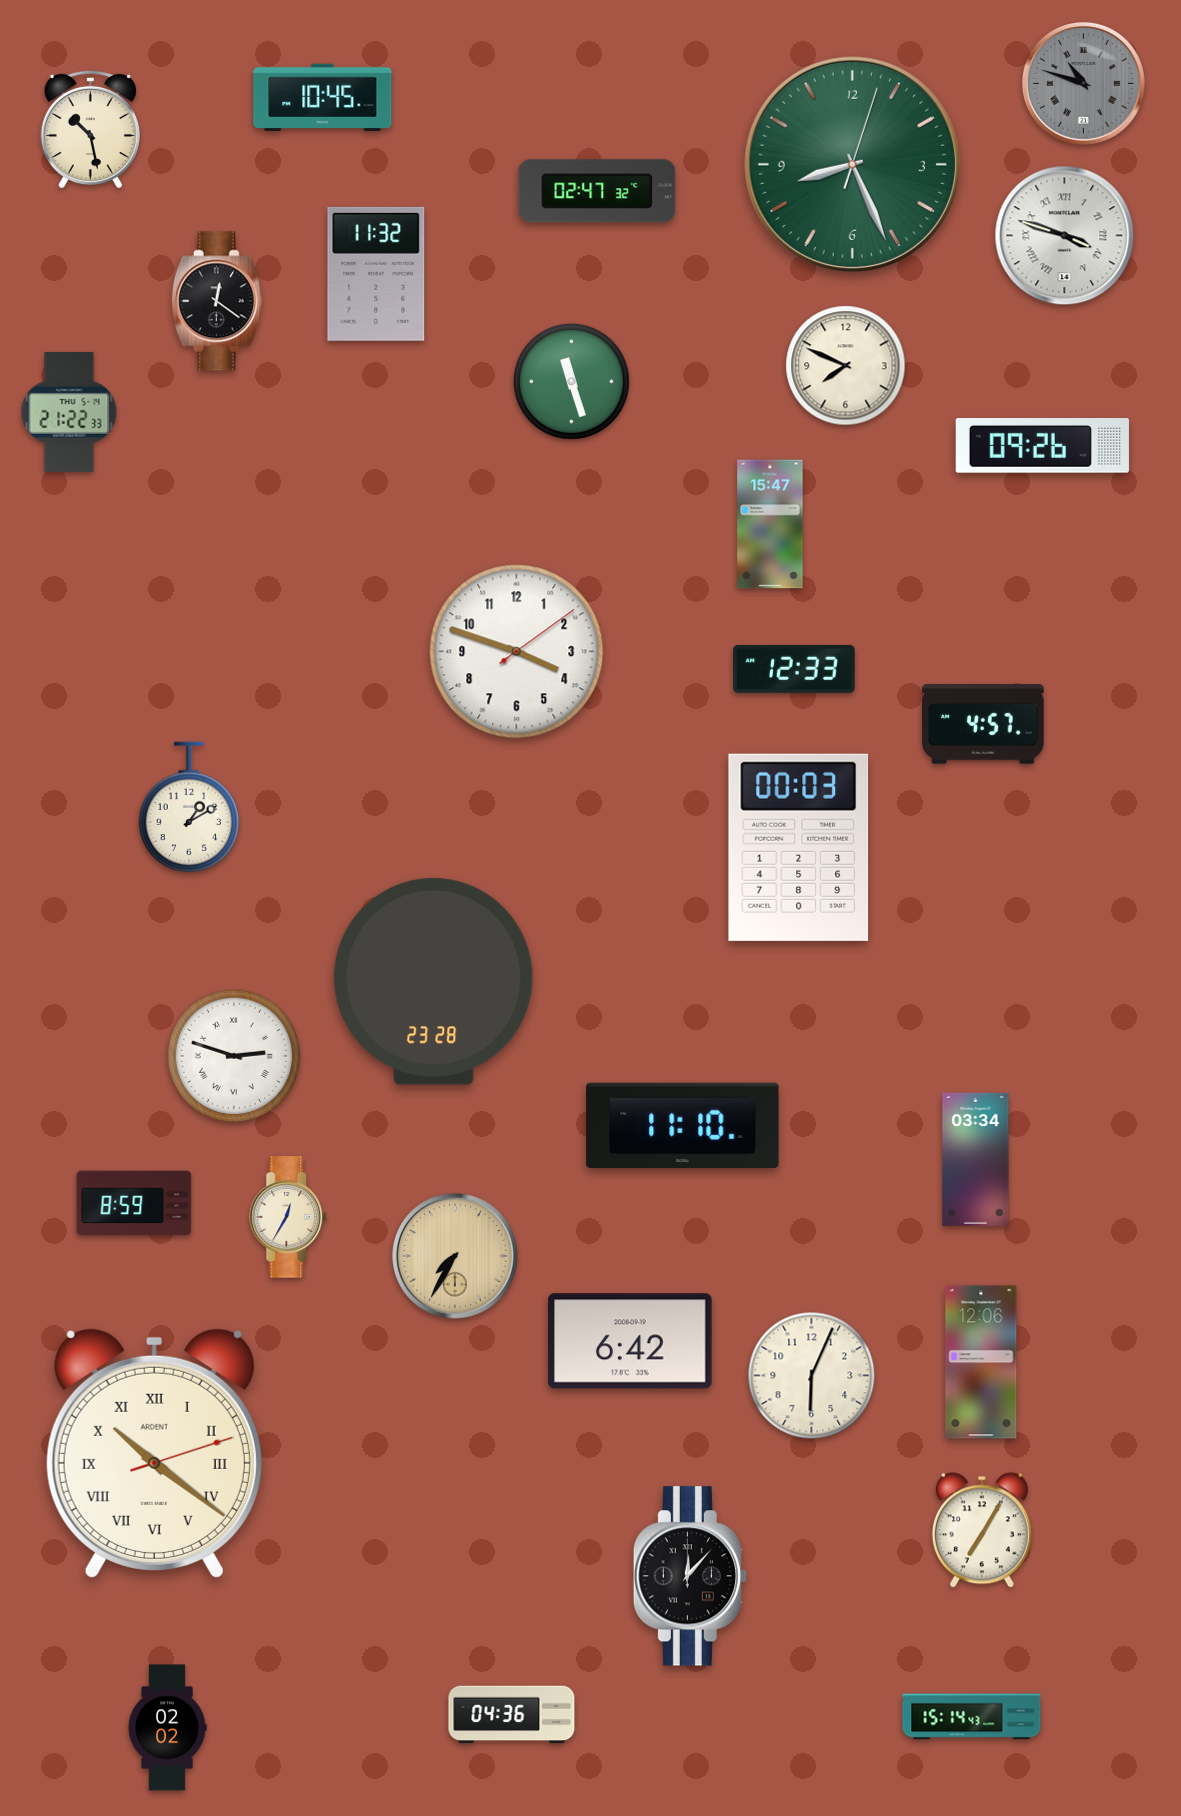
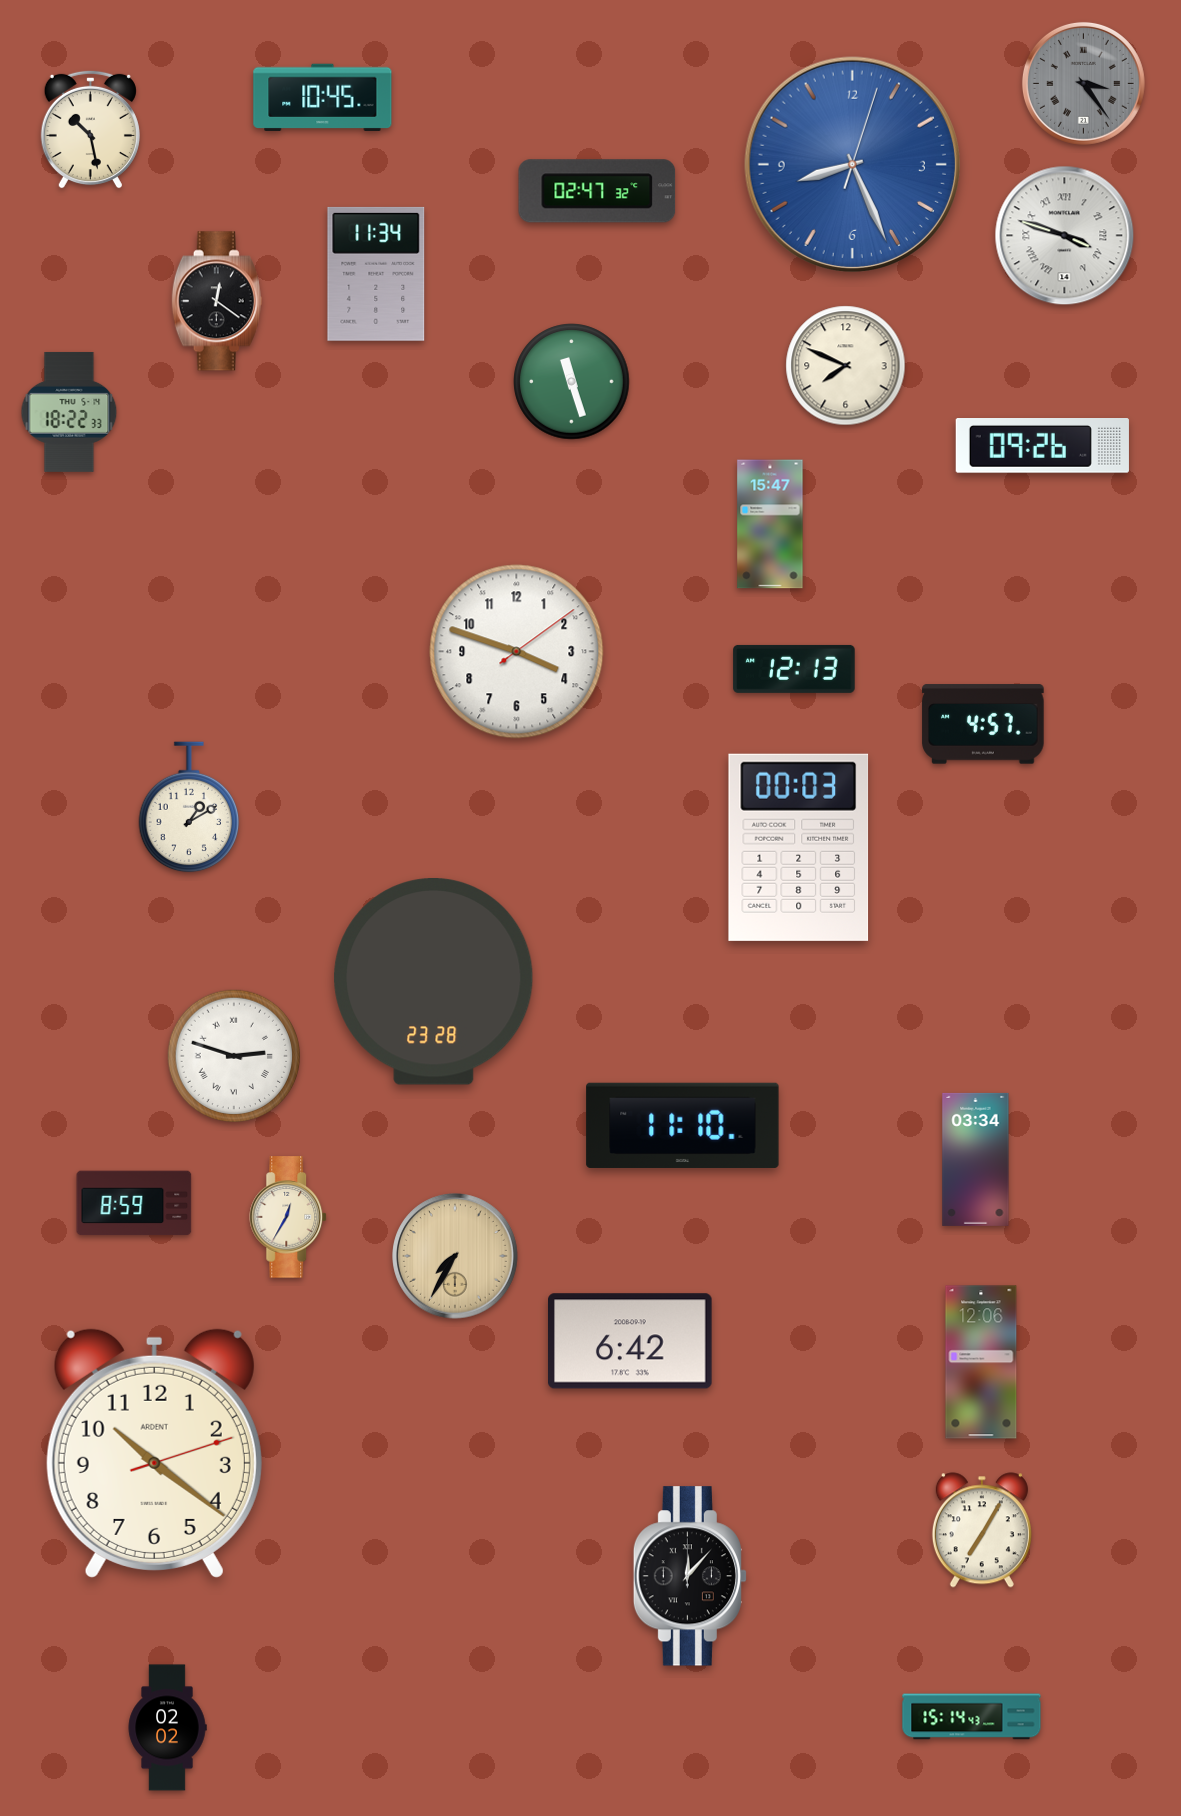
clock at (1083, 83): 10:48 -> 3:24
clock at (852, 164) dial: green -> blue
clock at (376, 274): 11:32 -> 11:34
clock at (69, 412): 21:22 -> 18:22
clock at (794, 669): 12:33 -> 12:13
clock at (812, 1376): 6:04 -> none
clock at (154, 1453) numerals: Roman -> Arabic
clock at (512, 1715): 04:36 -> none
